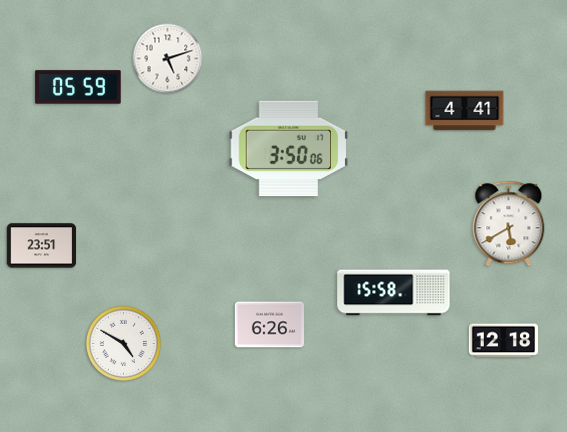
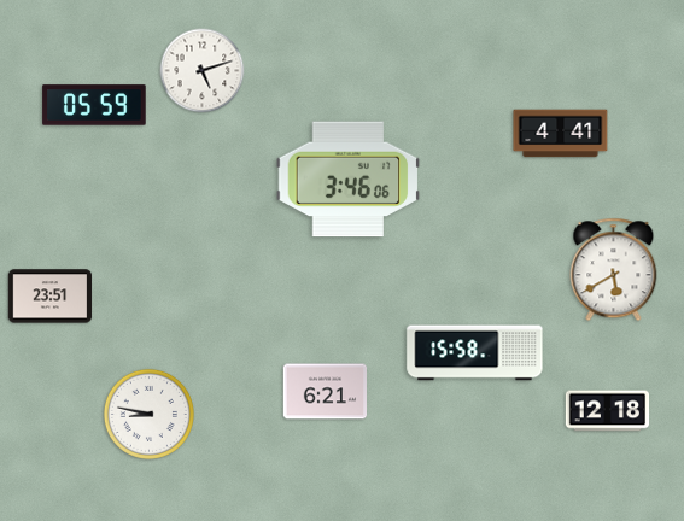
clock at (289, 149): 3:50 -> 3:46
clock at (270, 325): 6:26 -> 6:21
clock at (123, 343): 4:50 -> 8:47
